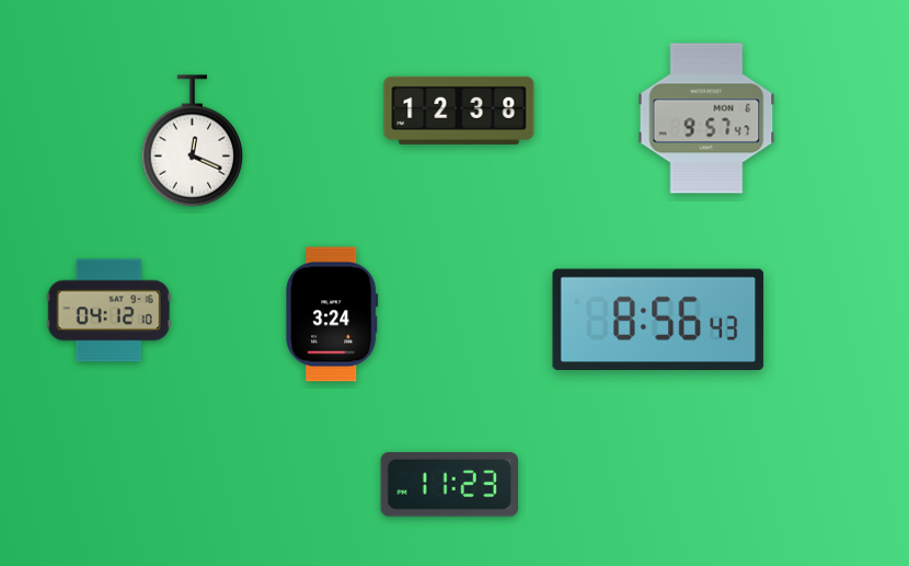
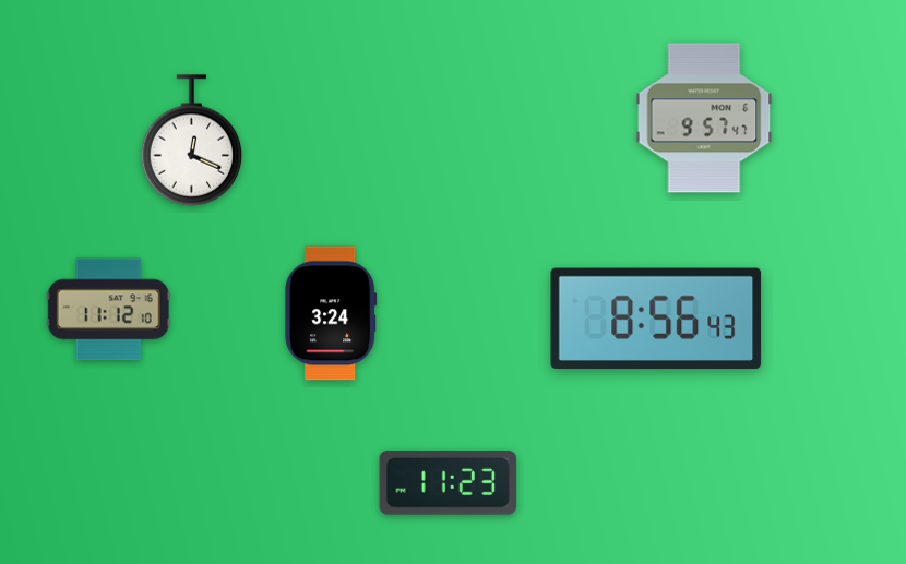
clock at (459, 111): 12:38 -> none
clock at (108, 311): 04:12 -> 11:12
